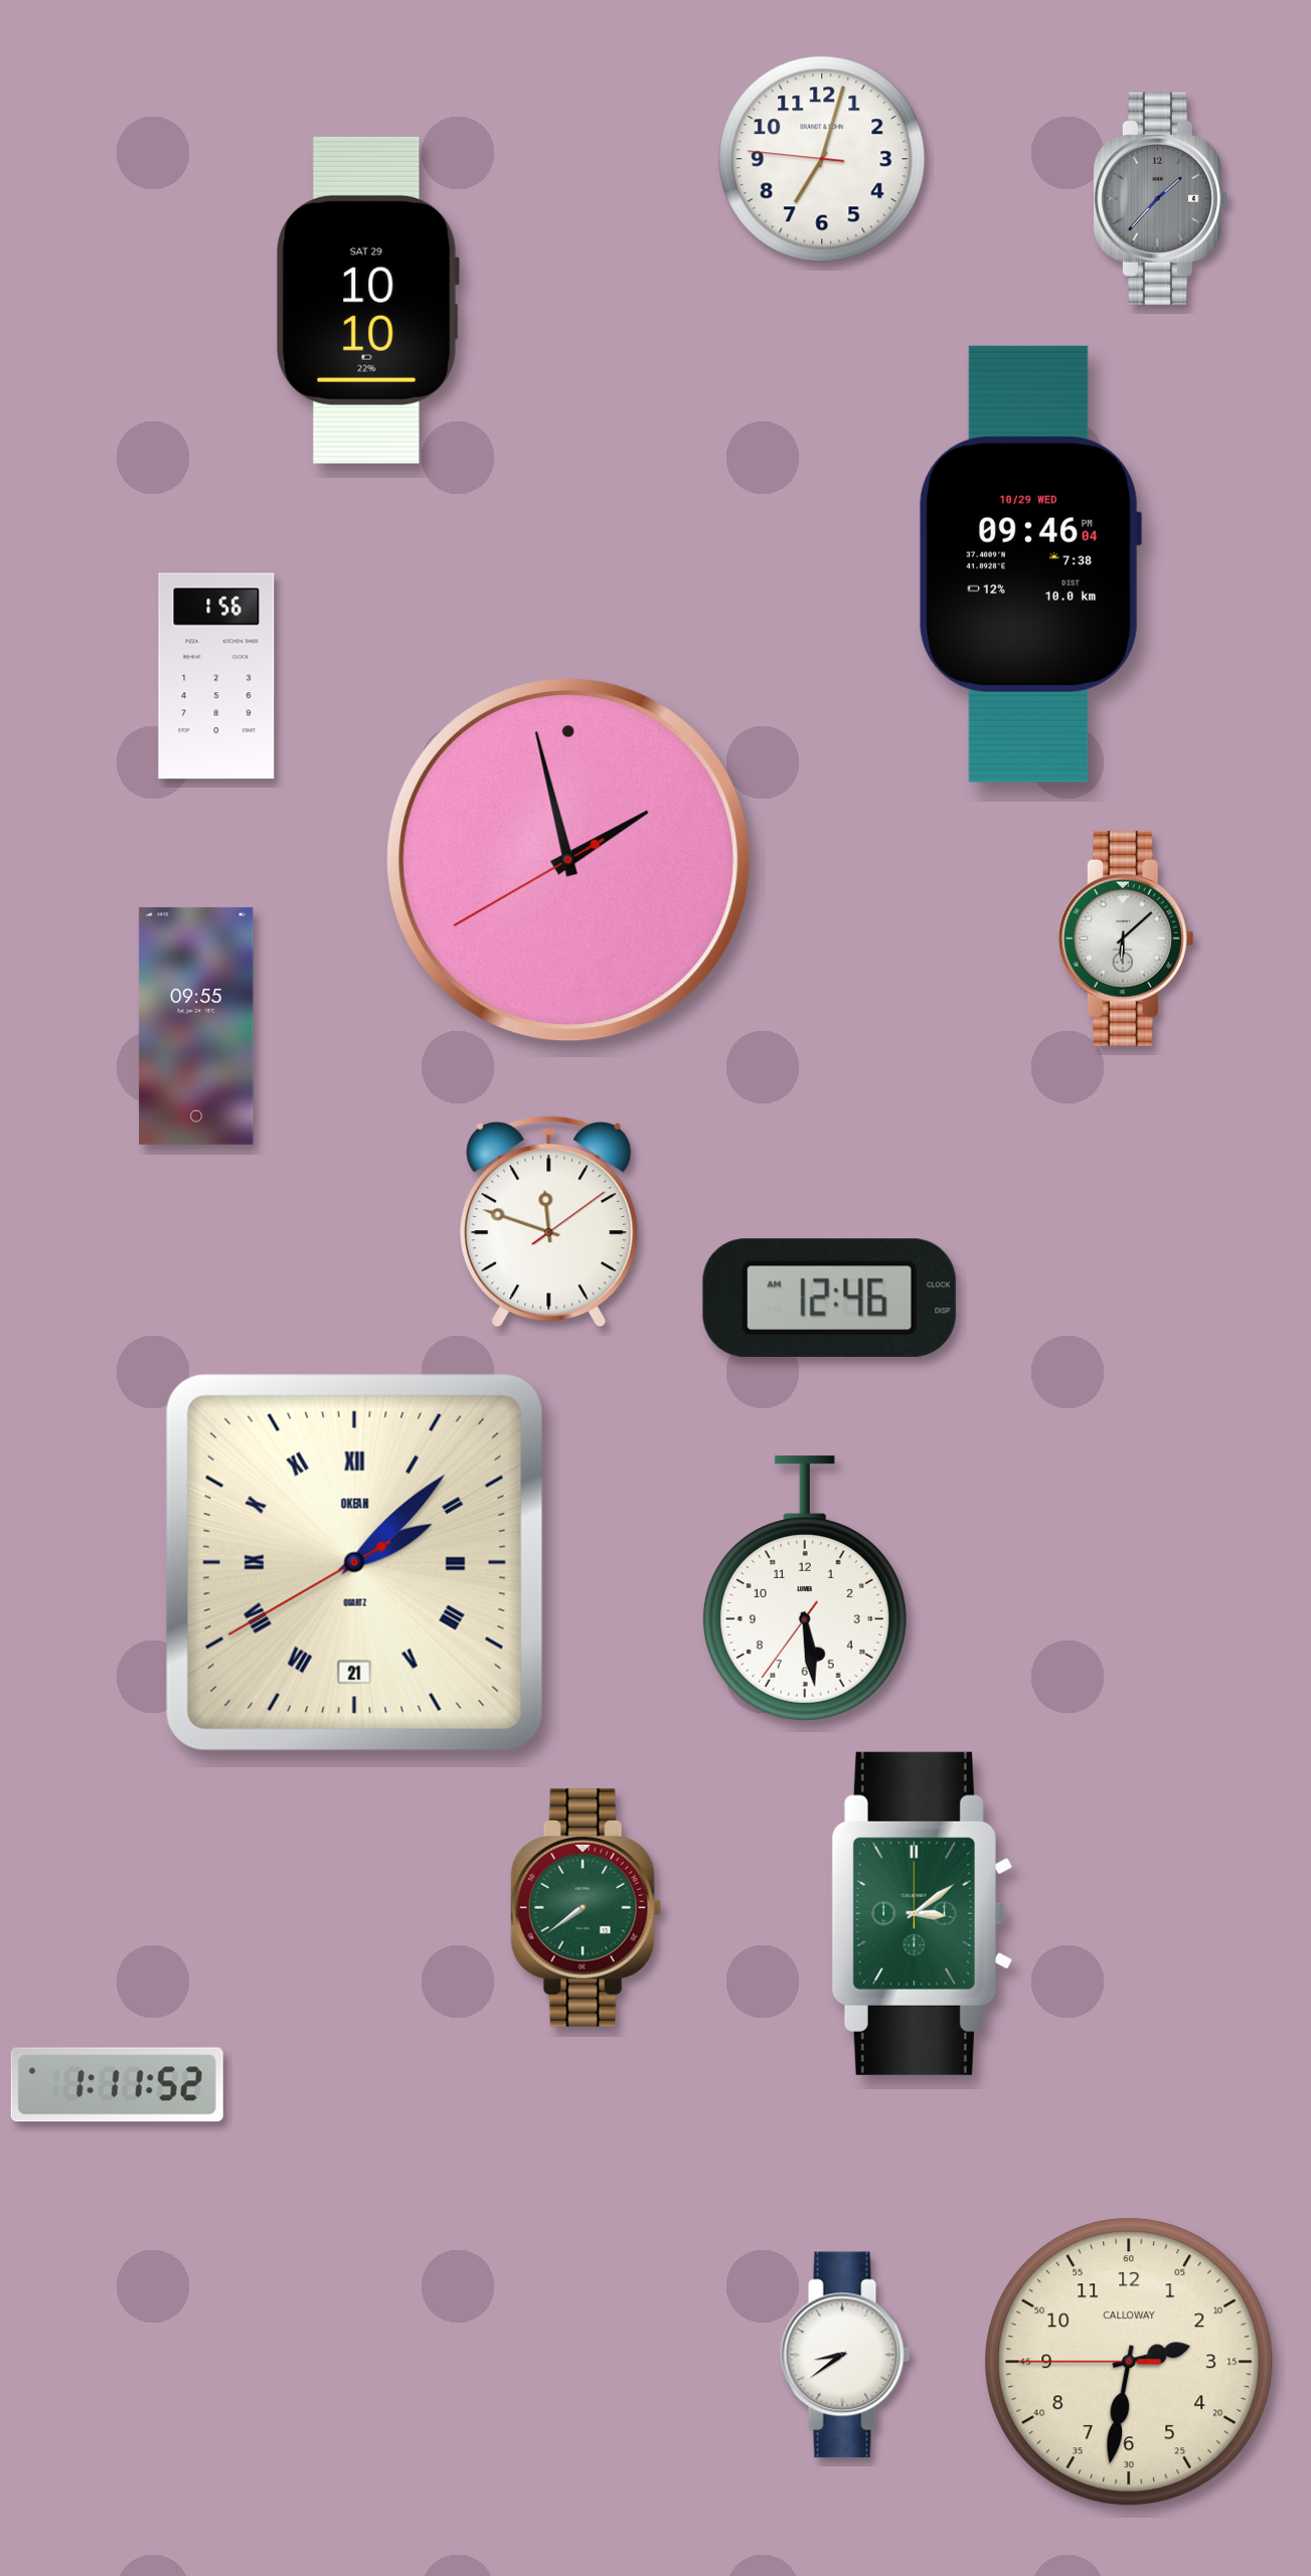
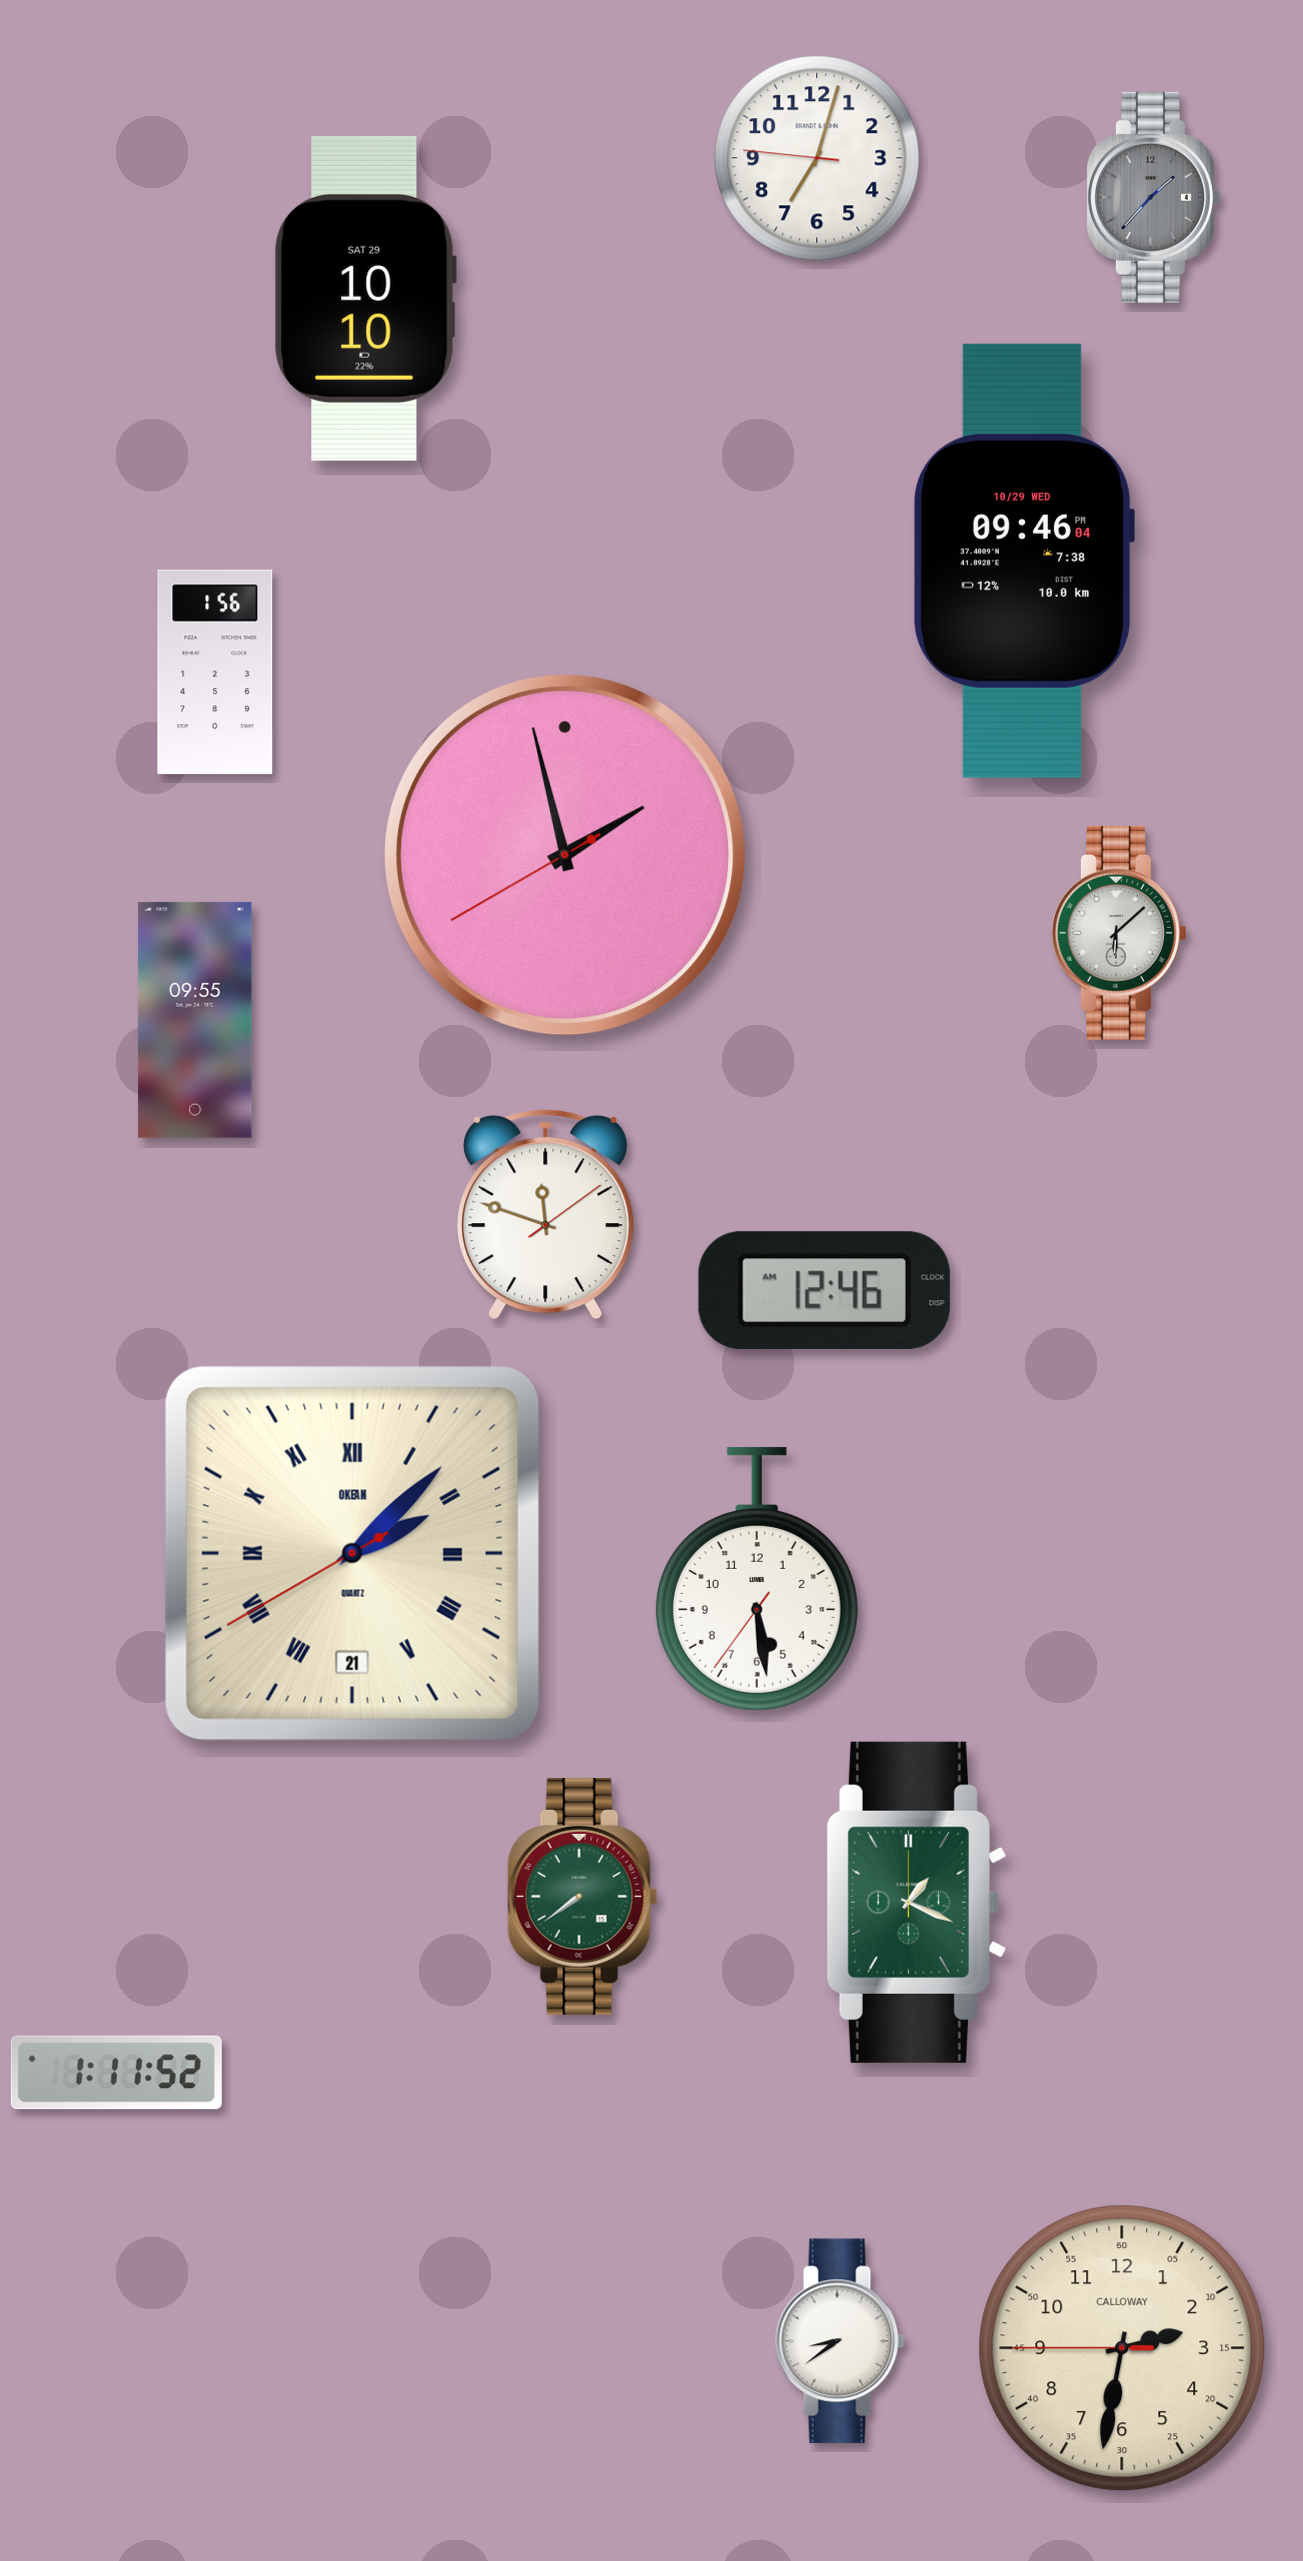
clock at (805, 1588) position: (805, 1588) -> (757, 1579)
clock at (922, 1913): 3:09 -> 1:19
